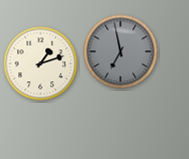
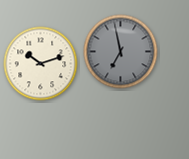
clock at (41, 64): 1:12 -> 10:12
